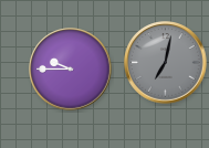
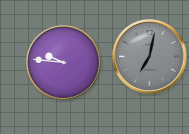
clock at (71, 70): 9:45 -> 9:46
